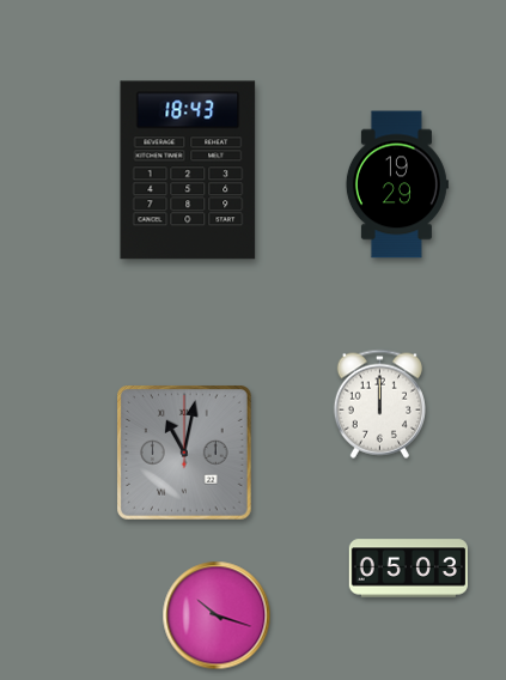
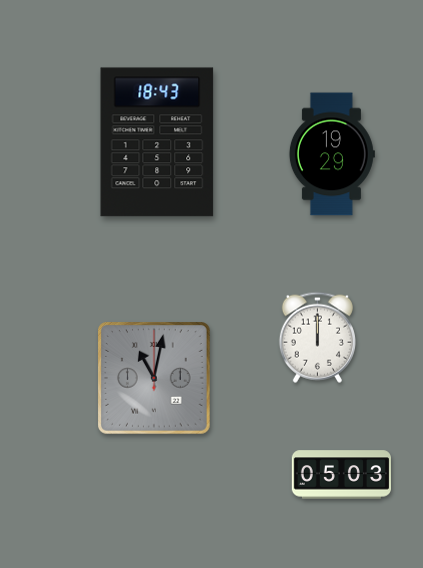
clock at (217, 615): 10:18 -> none
